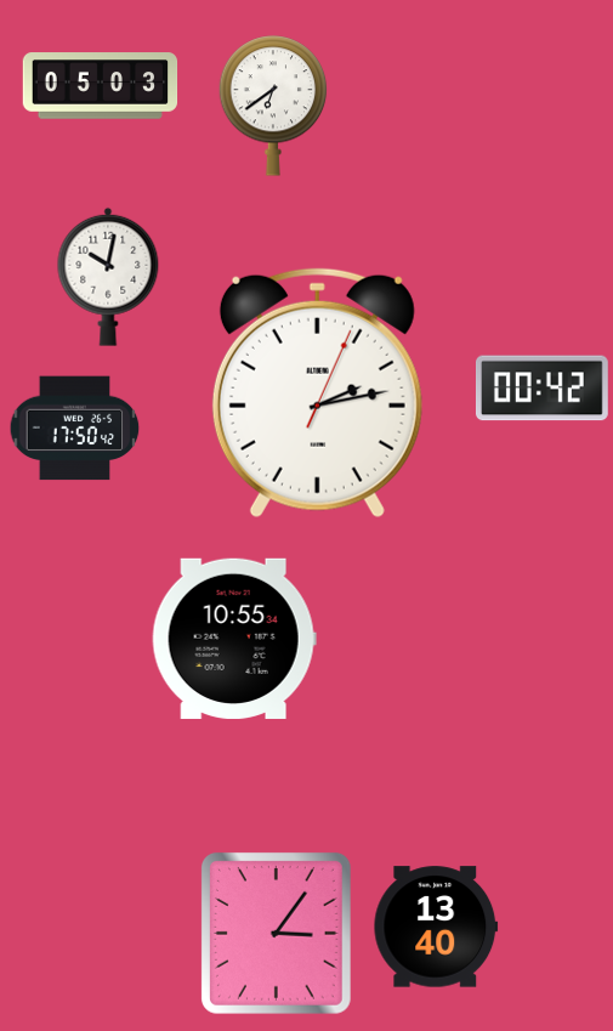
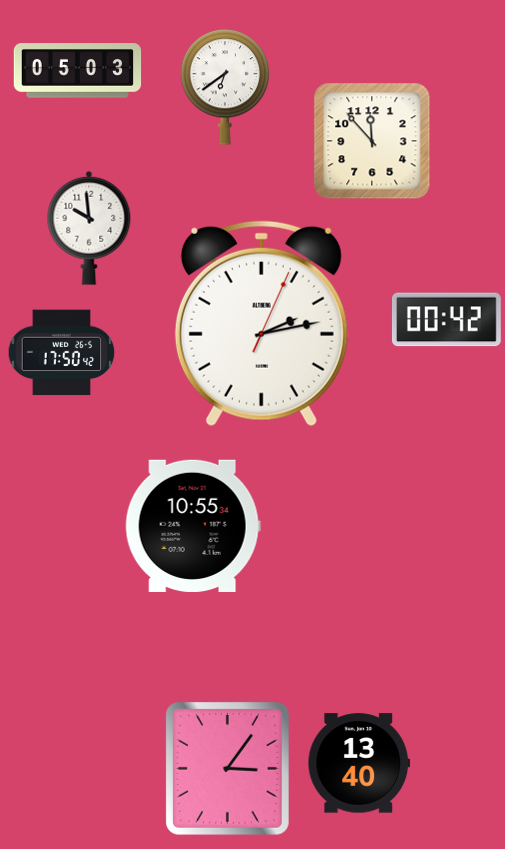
clock at (101, 86) position: (101, 86) -> (78, 71)
clock at (372, 141): none -> 11:53
clock at (108, 277): 10:02 -> 9:59
